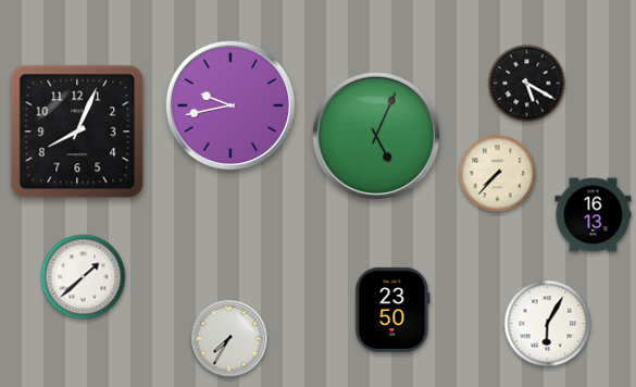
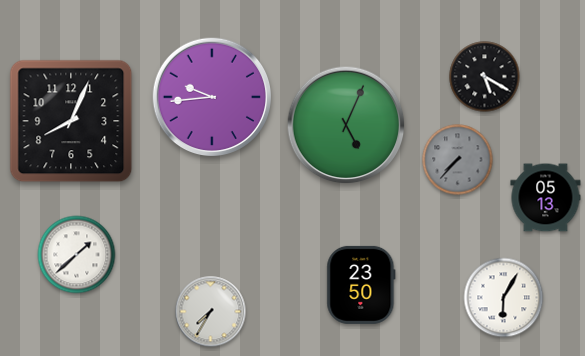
clock at (229, 104): 9:43 -> 9:44
clock at (498, 174) dial: cream -> grey
clock at (594, 215): 16:13 -> 05:13
